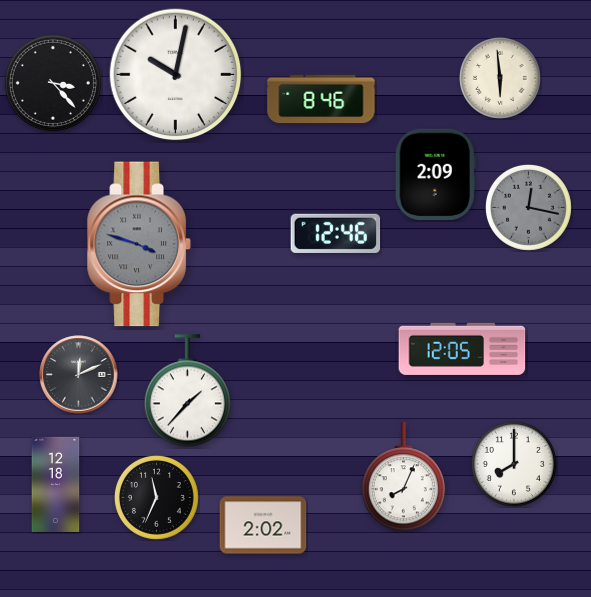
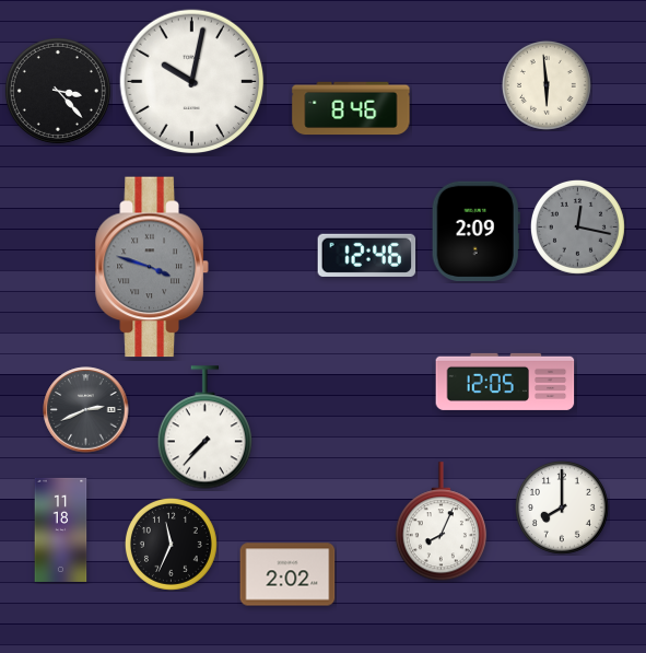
clock at (435, 175) position: (435, 175) -> (475, 232)
clock at (79, 375): 12:11 -> 2:41
clock at (187, 391): 1:37 -> 7:37
clock at (56, 484): 12:18 -> 11:18
